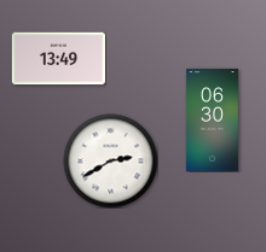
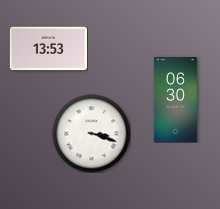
clock at (58, 59): 13:49 -> 13:53
clock at (110, 160): 2:40 -> 3:18
